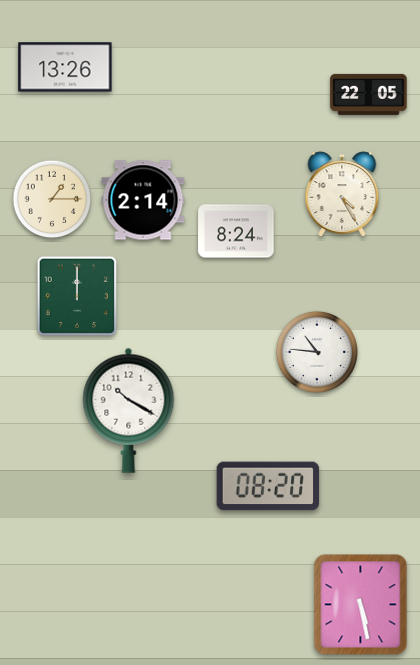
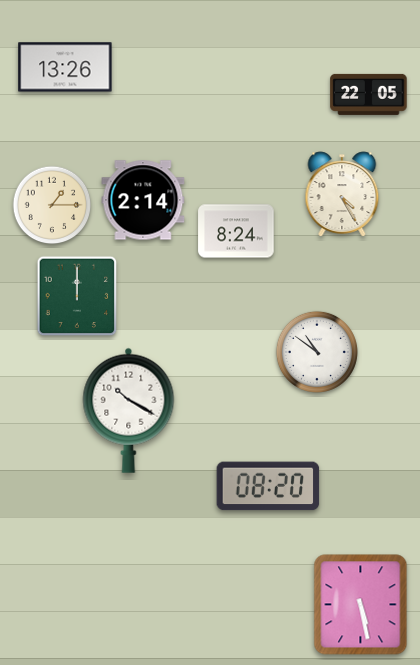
clock at (52, 199) position: (52, 199) -> (52, 205)
clock at (317, 352): 10:46 -> 10:51
